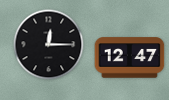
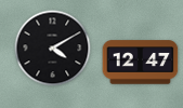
clock at (49, 45): 12:15 -> 4:10
